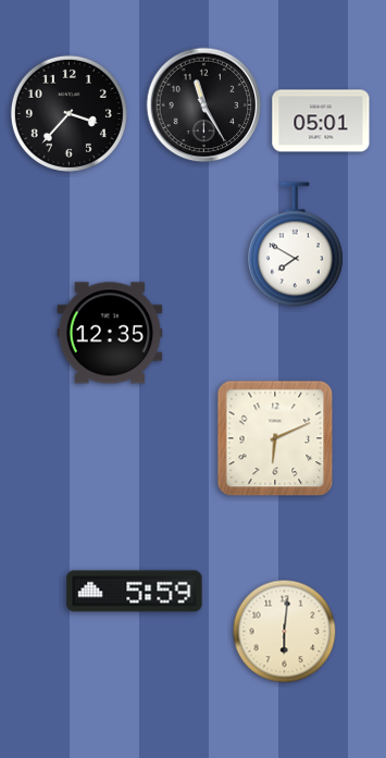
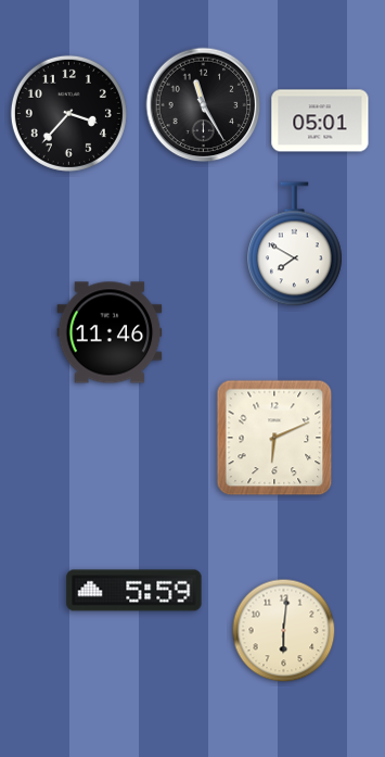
clock at (110, 333): 12:35 -> 11:46
